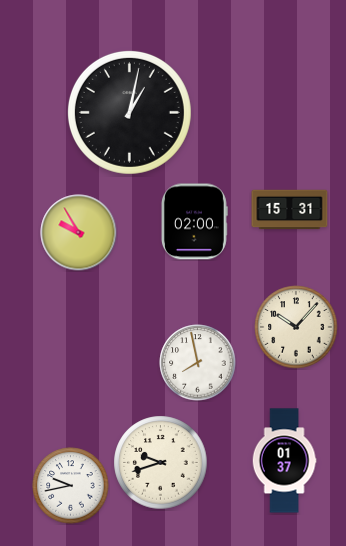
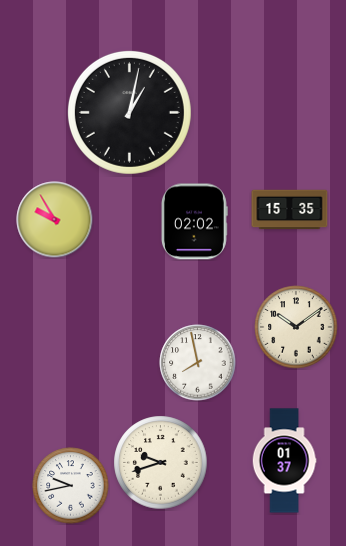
clock at (290, 210): 15:31 -> 15:35
clock at (194, 222): 02:00 -> 02:02
clock at (79, 233) position: (79, 233) -> (55, 220)
clock at (296, 327): 10:07 -> 10:09
